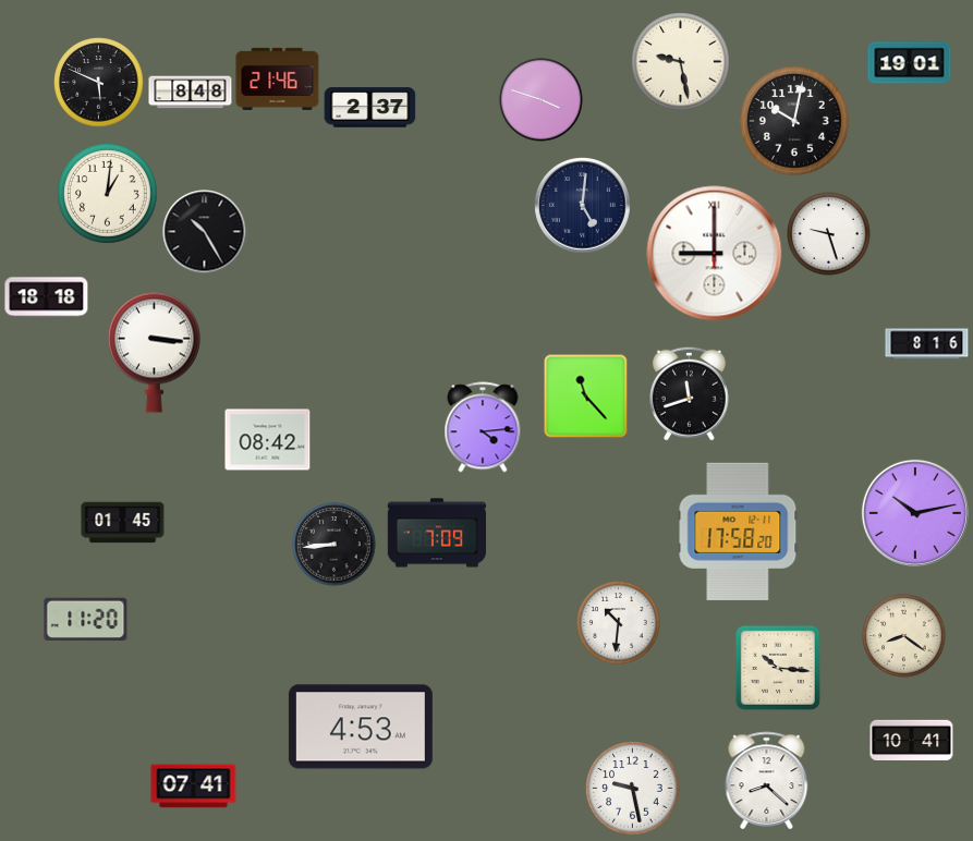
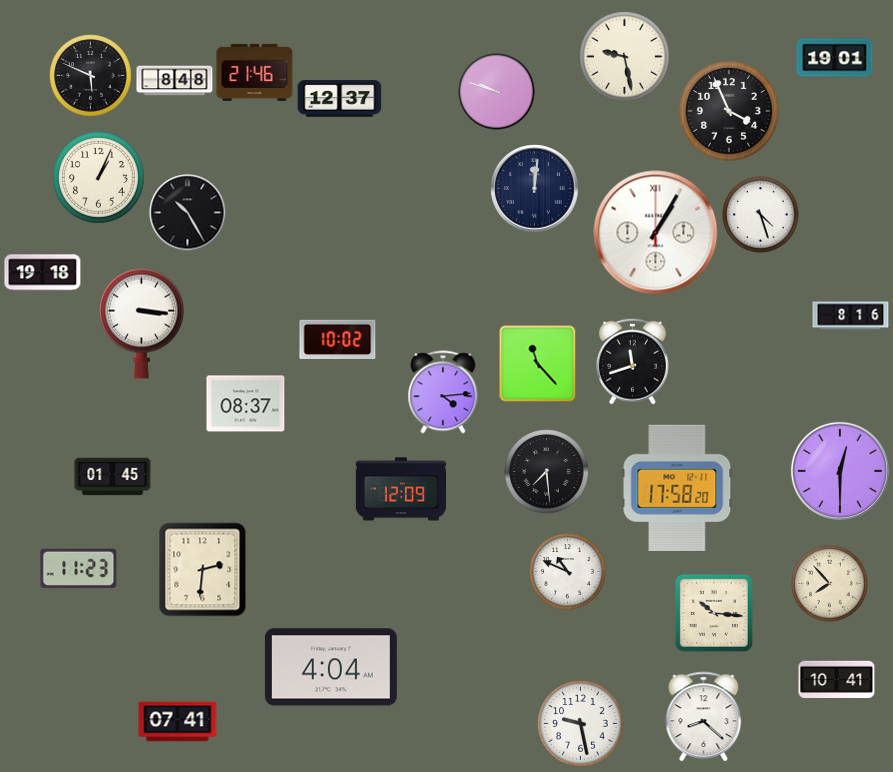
clock at (191, 93) position: (191, 93) -> (175, 81)
clock at (542, 100): 3:48 -> 9:48
clock at (370, 108): 2:37 -> 12:37
clock at (794, 121): 10:02 -> 3:56
clock at (108, 194): 1:01 -> 1:04
clock at (583, 206): 5:01 -> 12:01
clock at (829, 234): 9:27 -> 4:27
clock at (715, 254): 9:00 -> 1:05
clock at (47, 297): 18:18 -> 19:18
clock at (338, 340): none -> 10:02
clock at (268, 440): 08:42 -> 08:37
clock at (915, 513): 10:13 -> 12:30
clock at (547, 472): none -> 7:29
clock at (123, 523) position: (123, 523) -> (113, 477)
clock at (436, 533): 7:09 -> 12:09
clock at (335, 545): 8:44 -> none
clock at (86, 619): 11:20 -> 11:23
clock at (203, 570): none -> 2:31
clock at (619, 623): 10:31 -> 10:49
clock at (904, 636): 8:21 -> 7:53
clock at (361, 727): 4:53 -> 4:04
